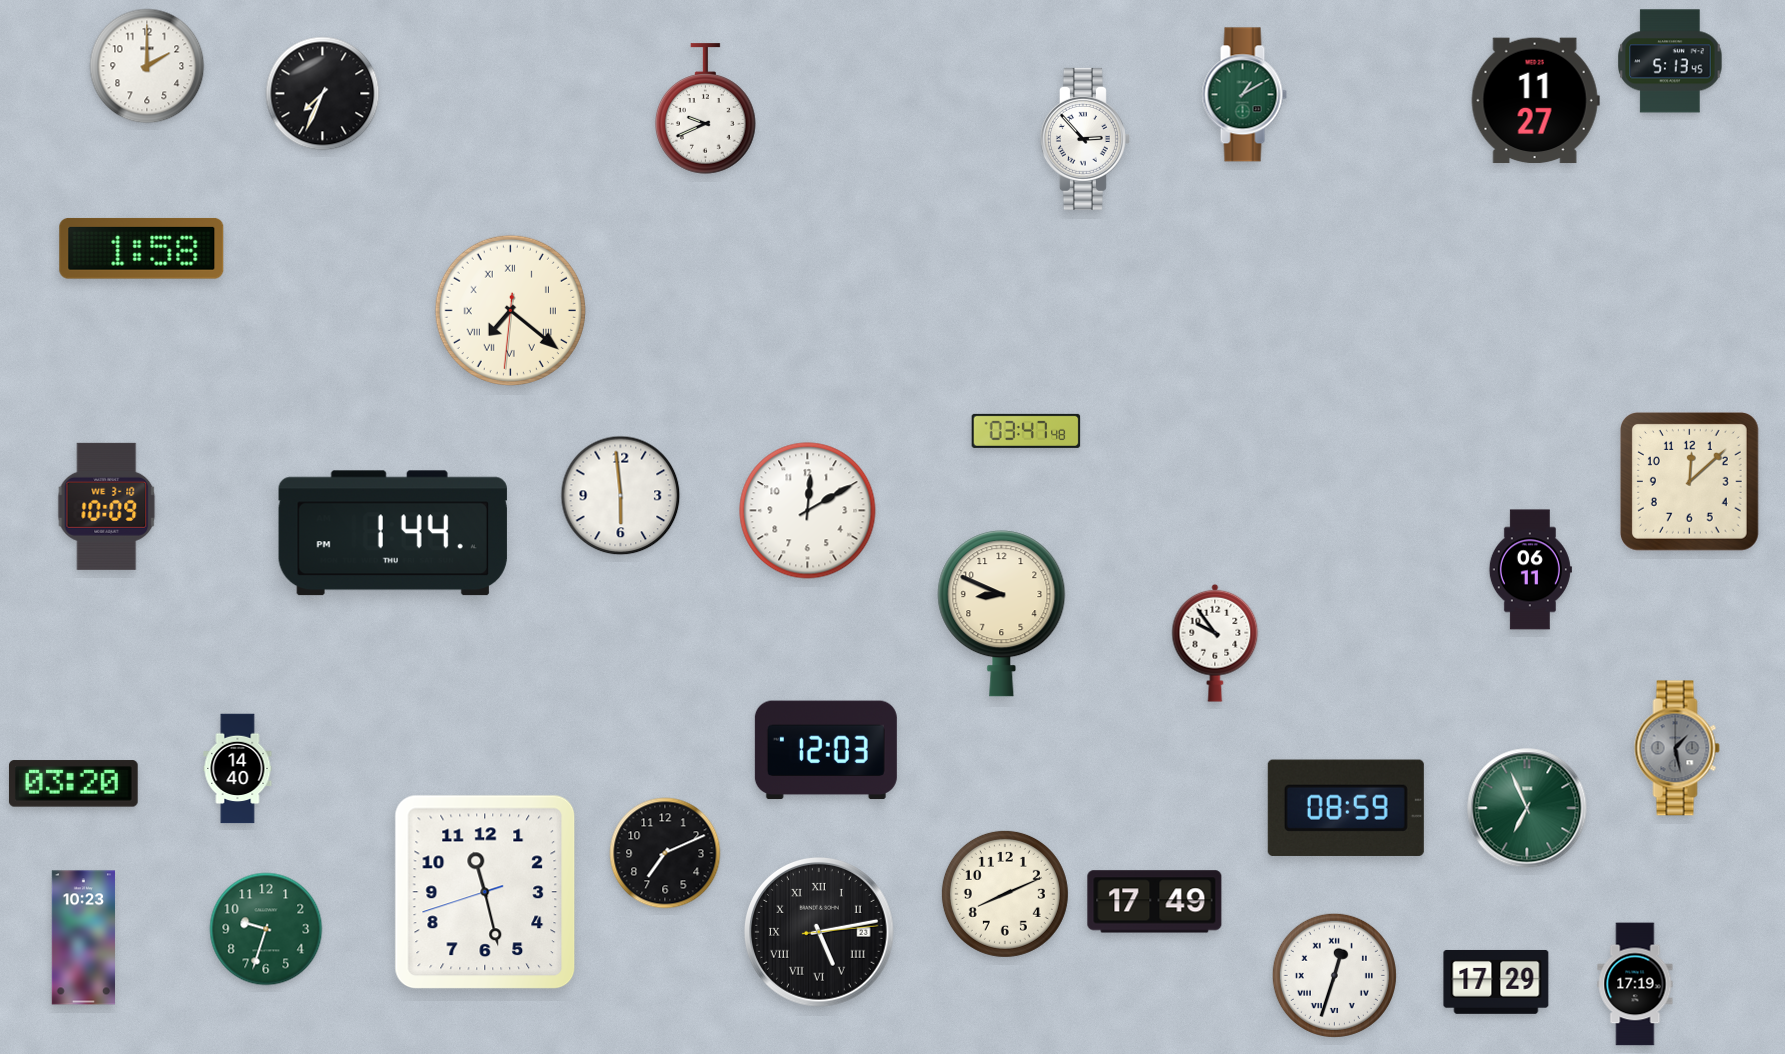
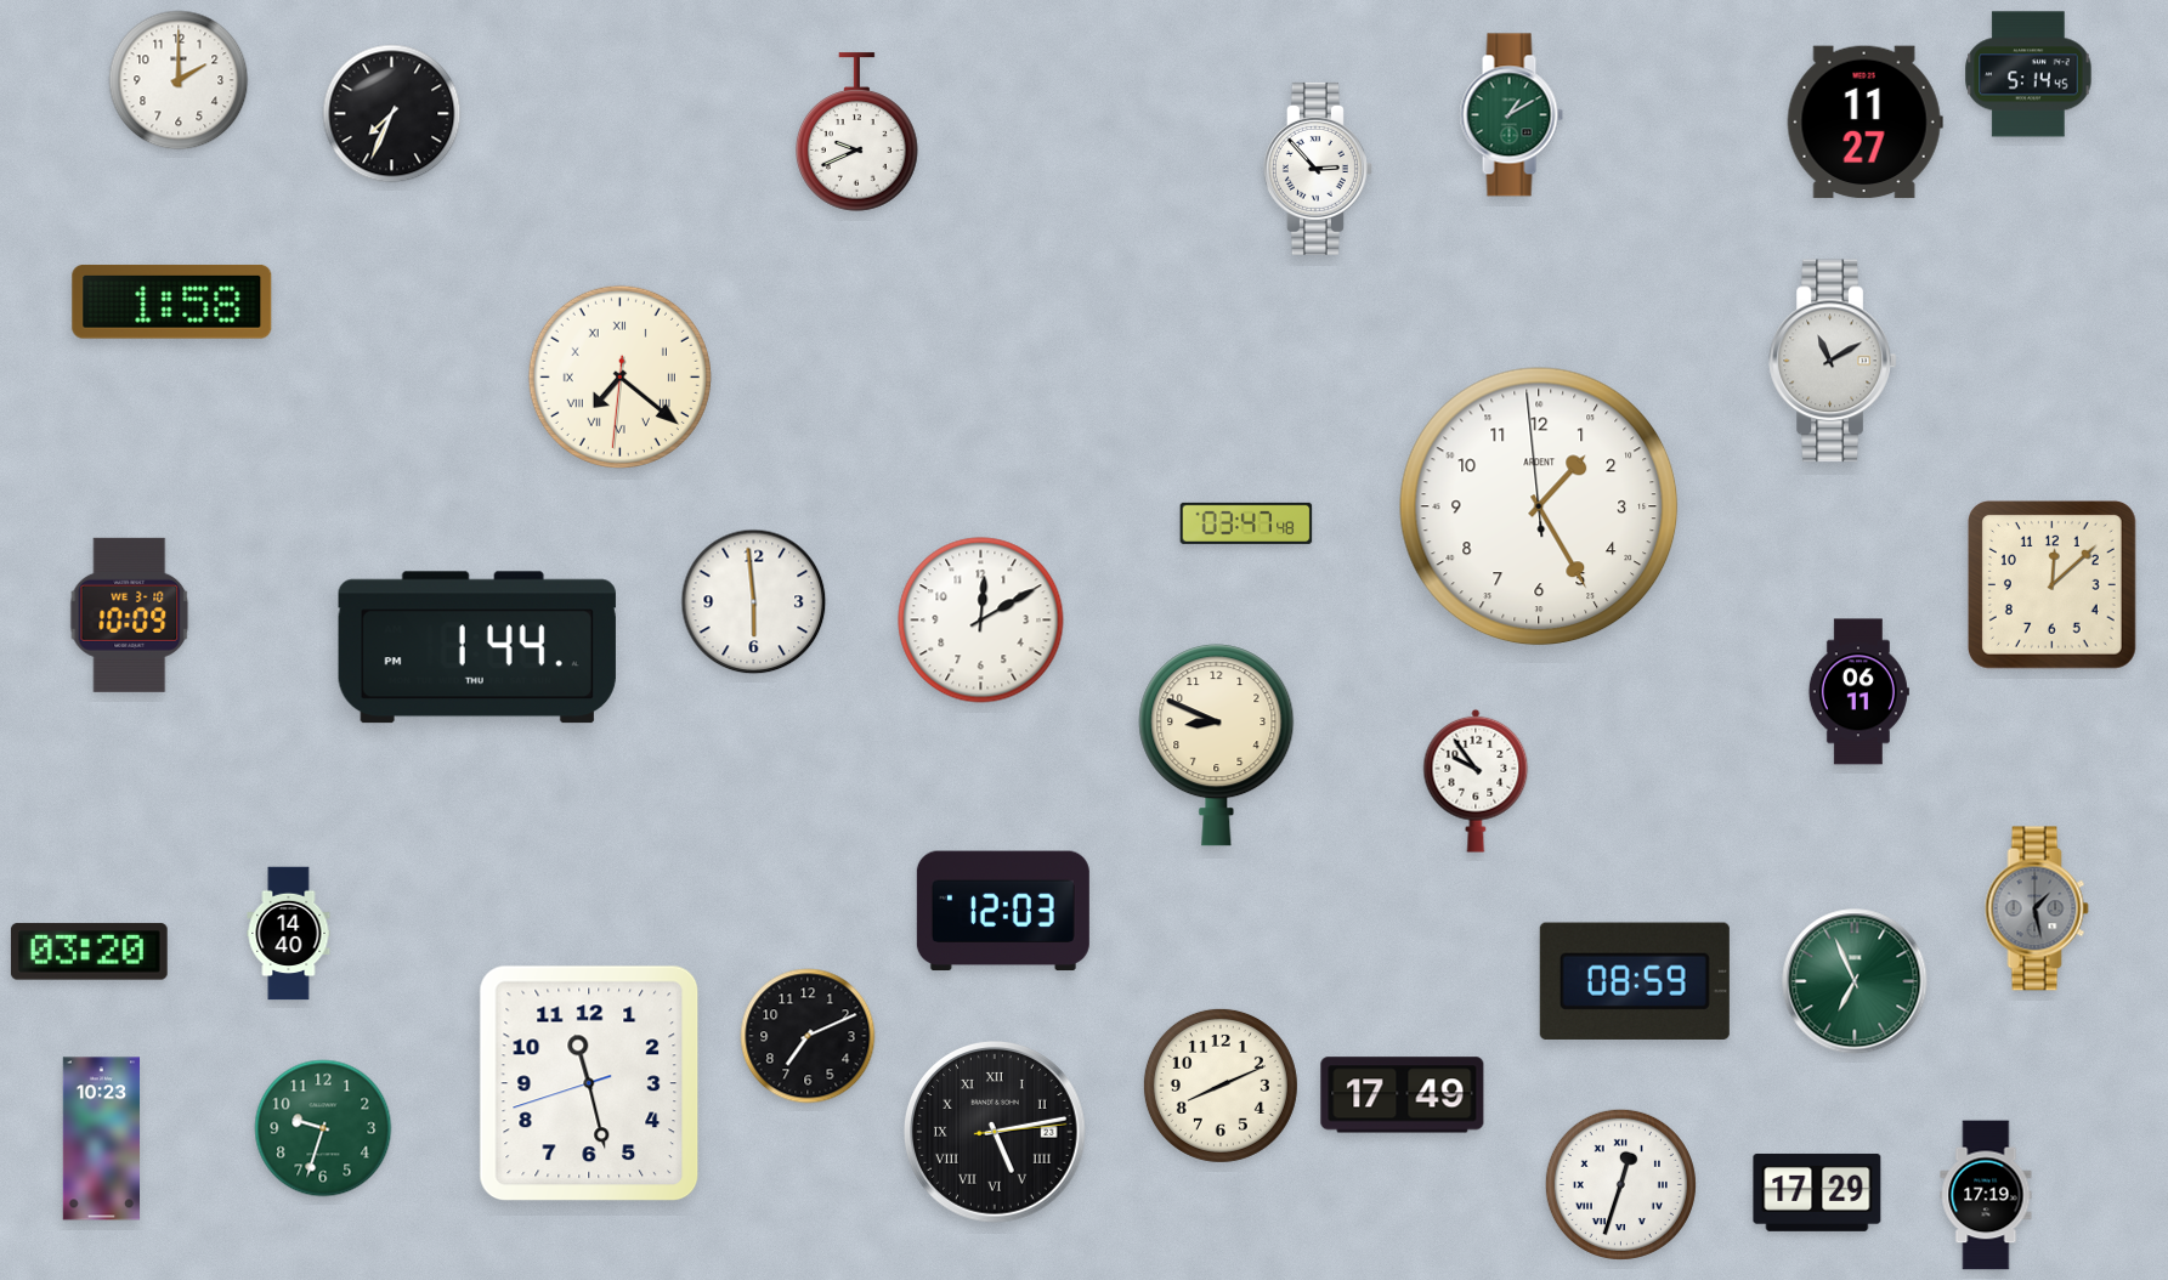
clock at (1670, 61): 5:13 -> 5:14
clock at (1833, 361): none -> 11:10
clock at (1539, 506): none -> 1:24
